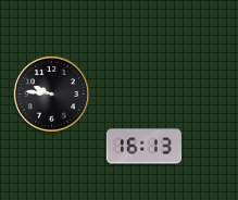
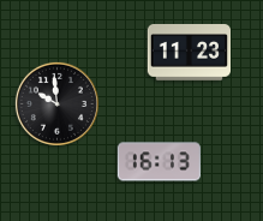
clock at (189, 53): none -> 11:23
clock at (51, 93): 9:46 -> 9:59
